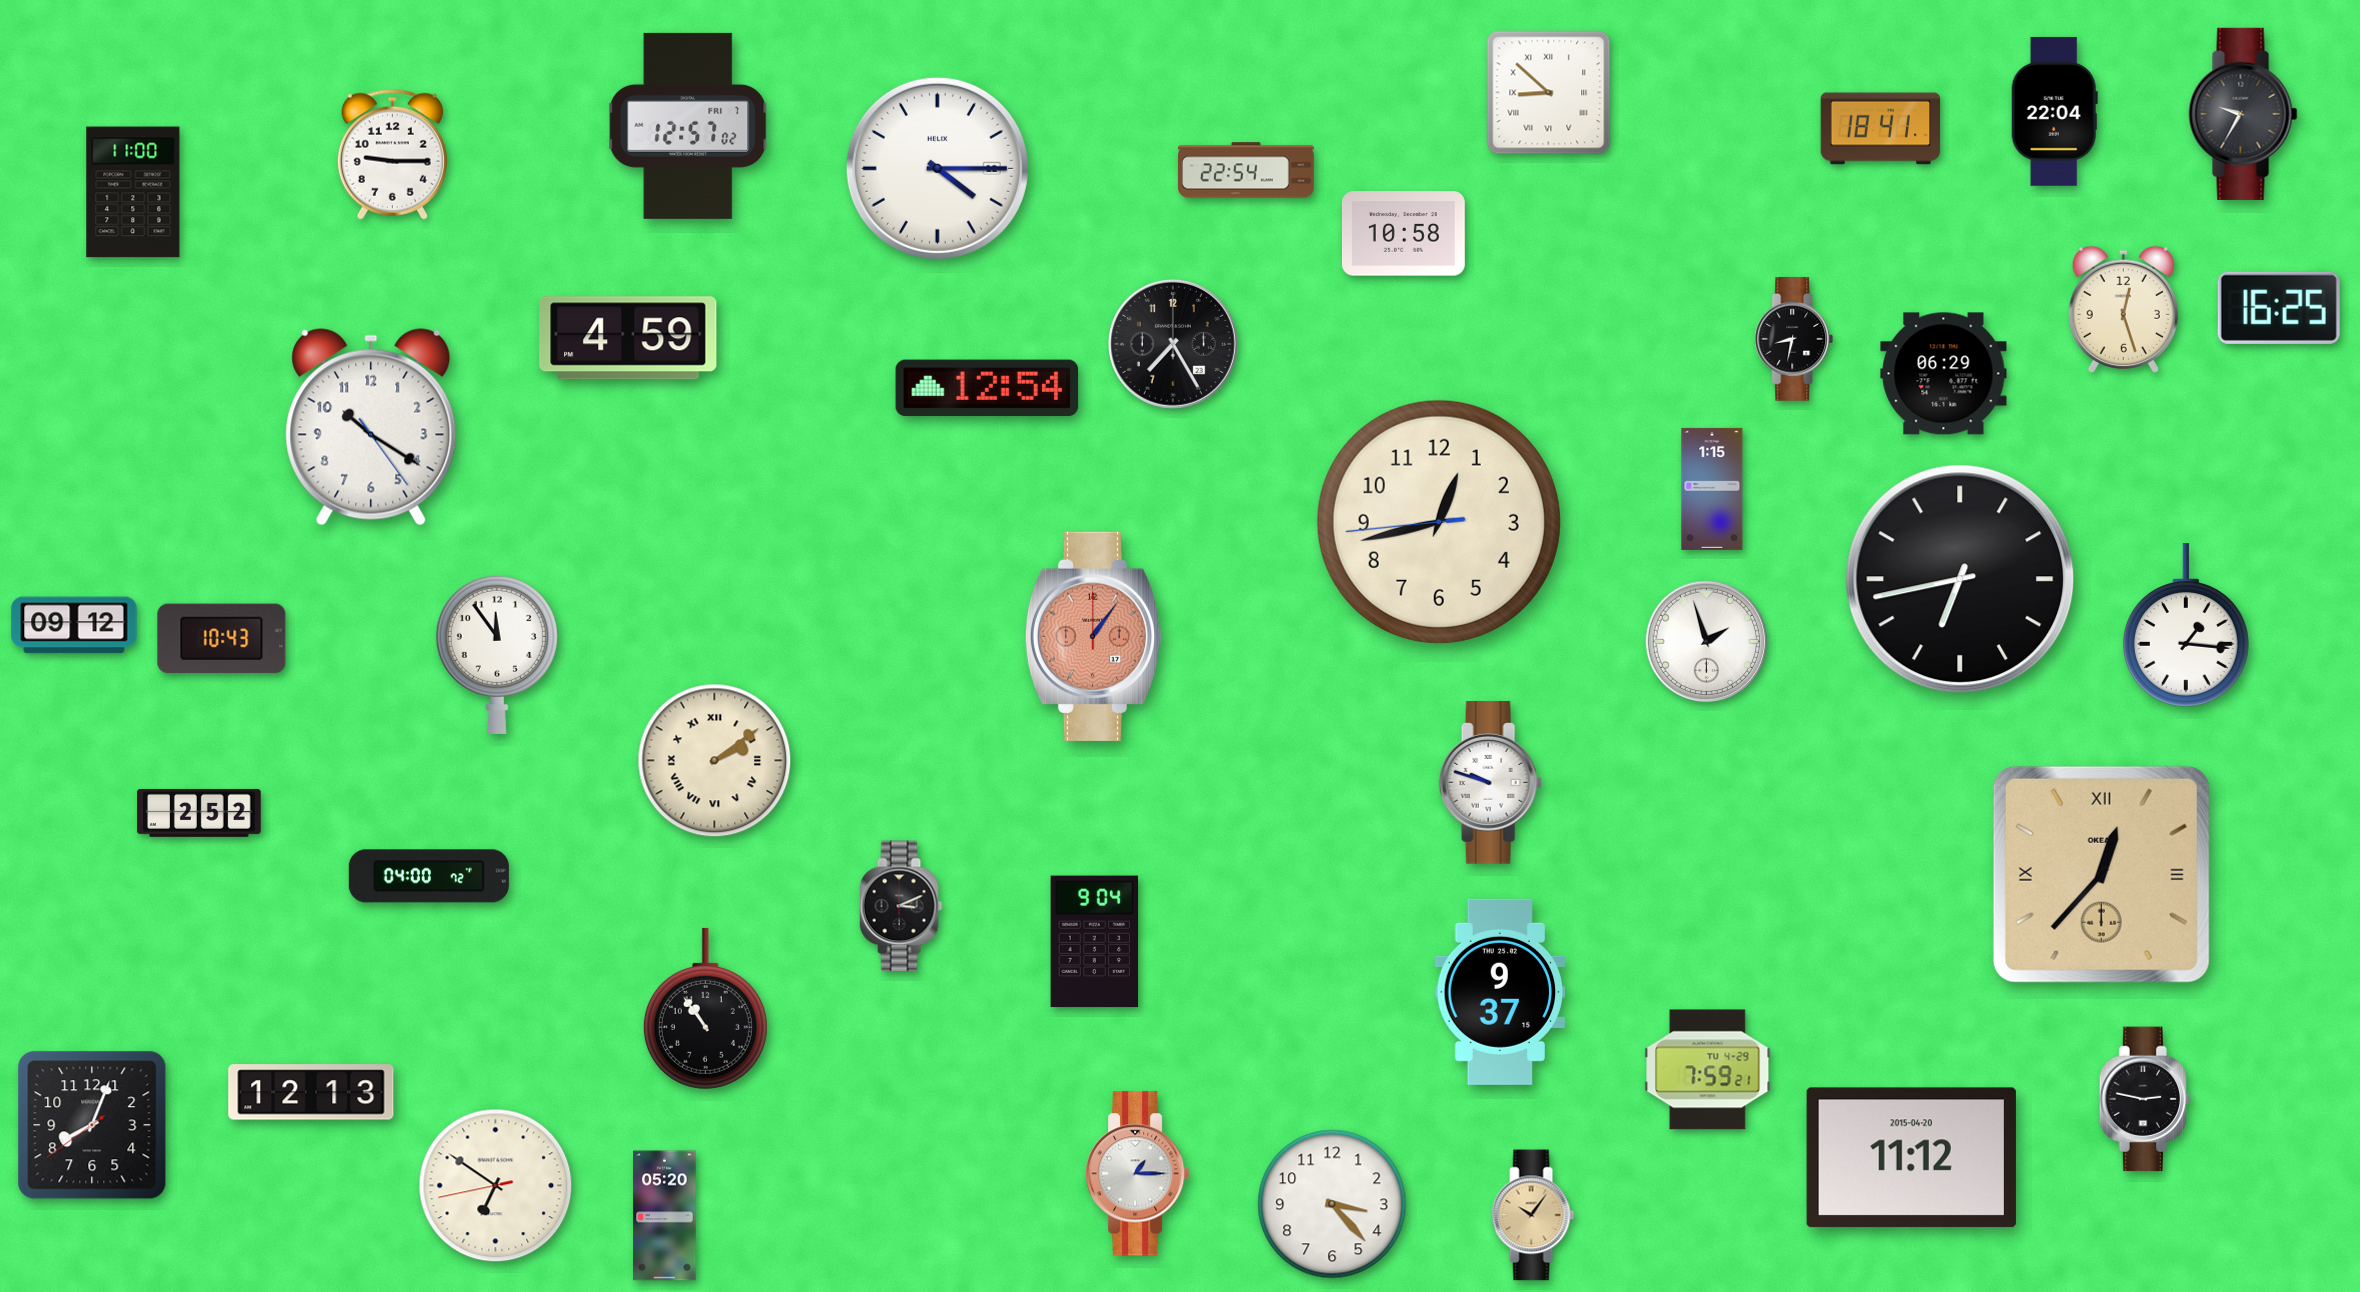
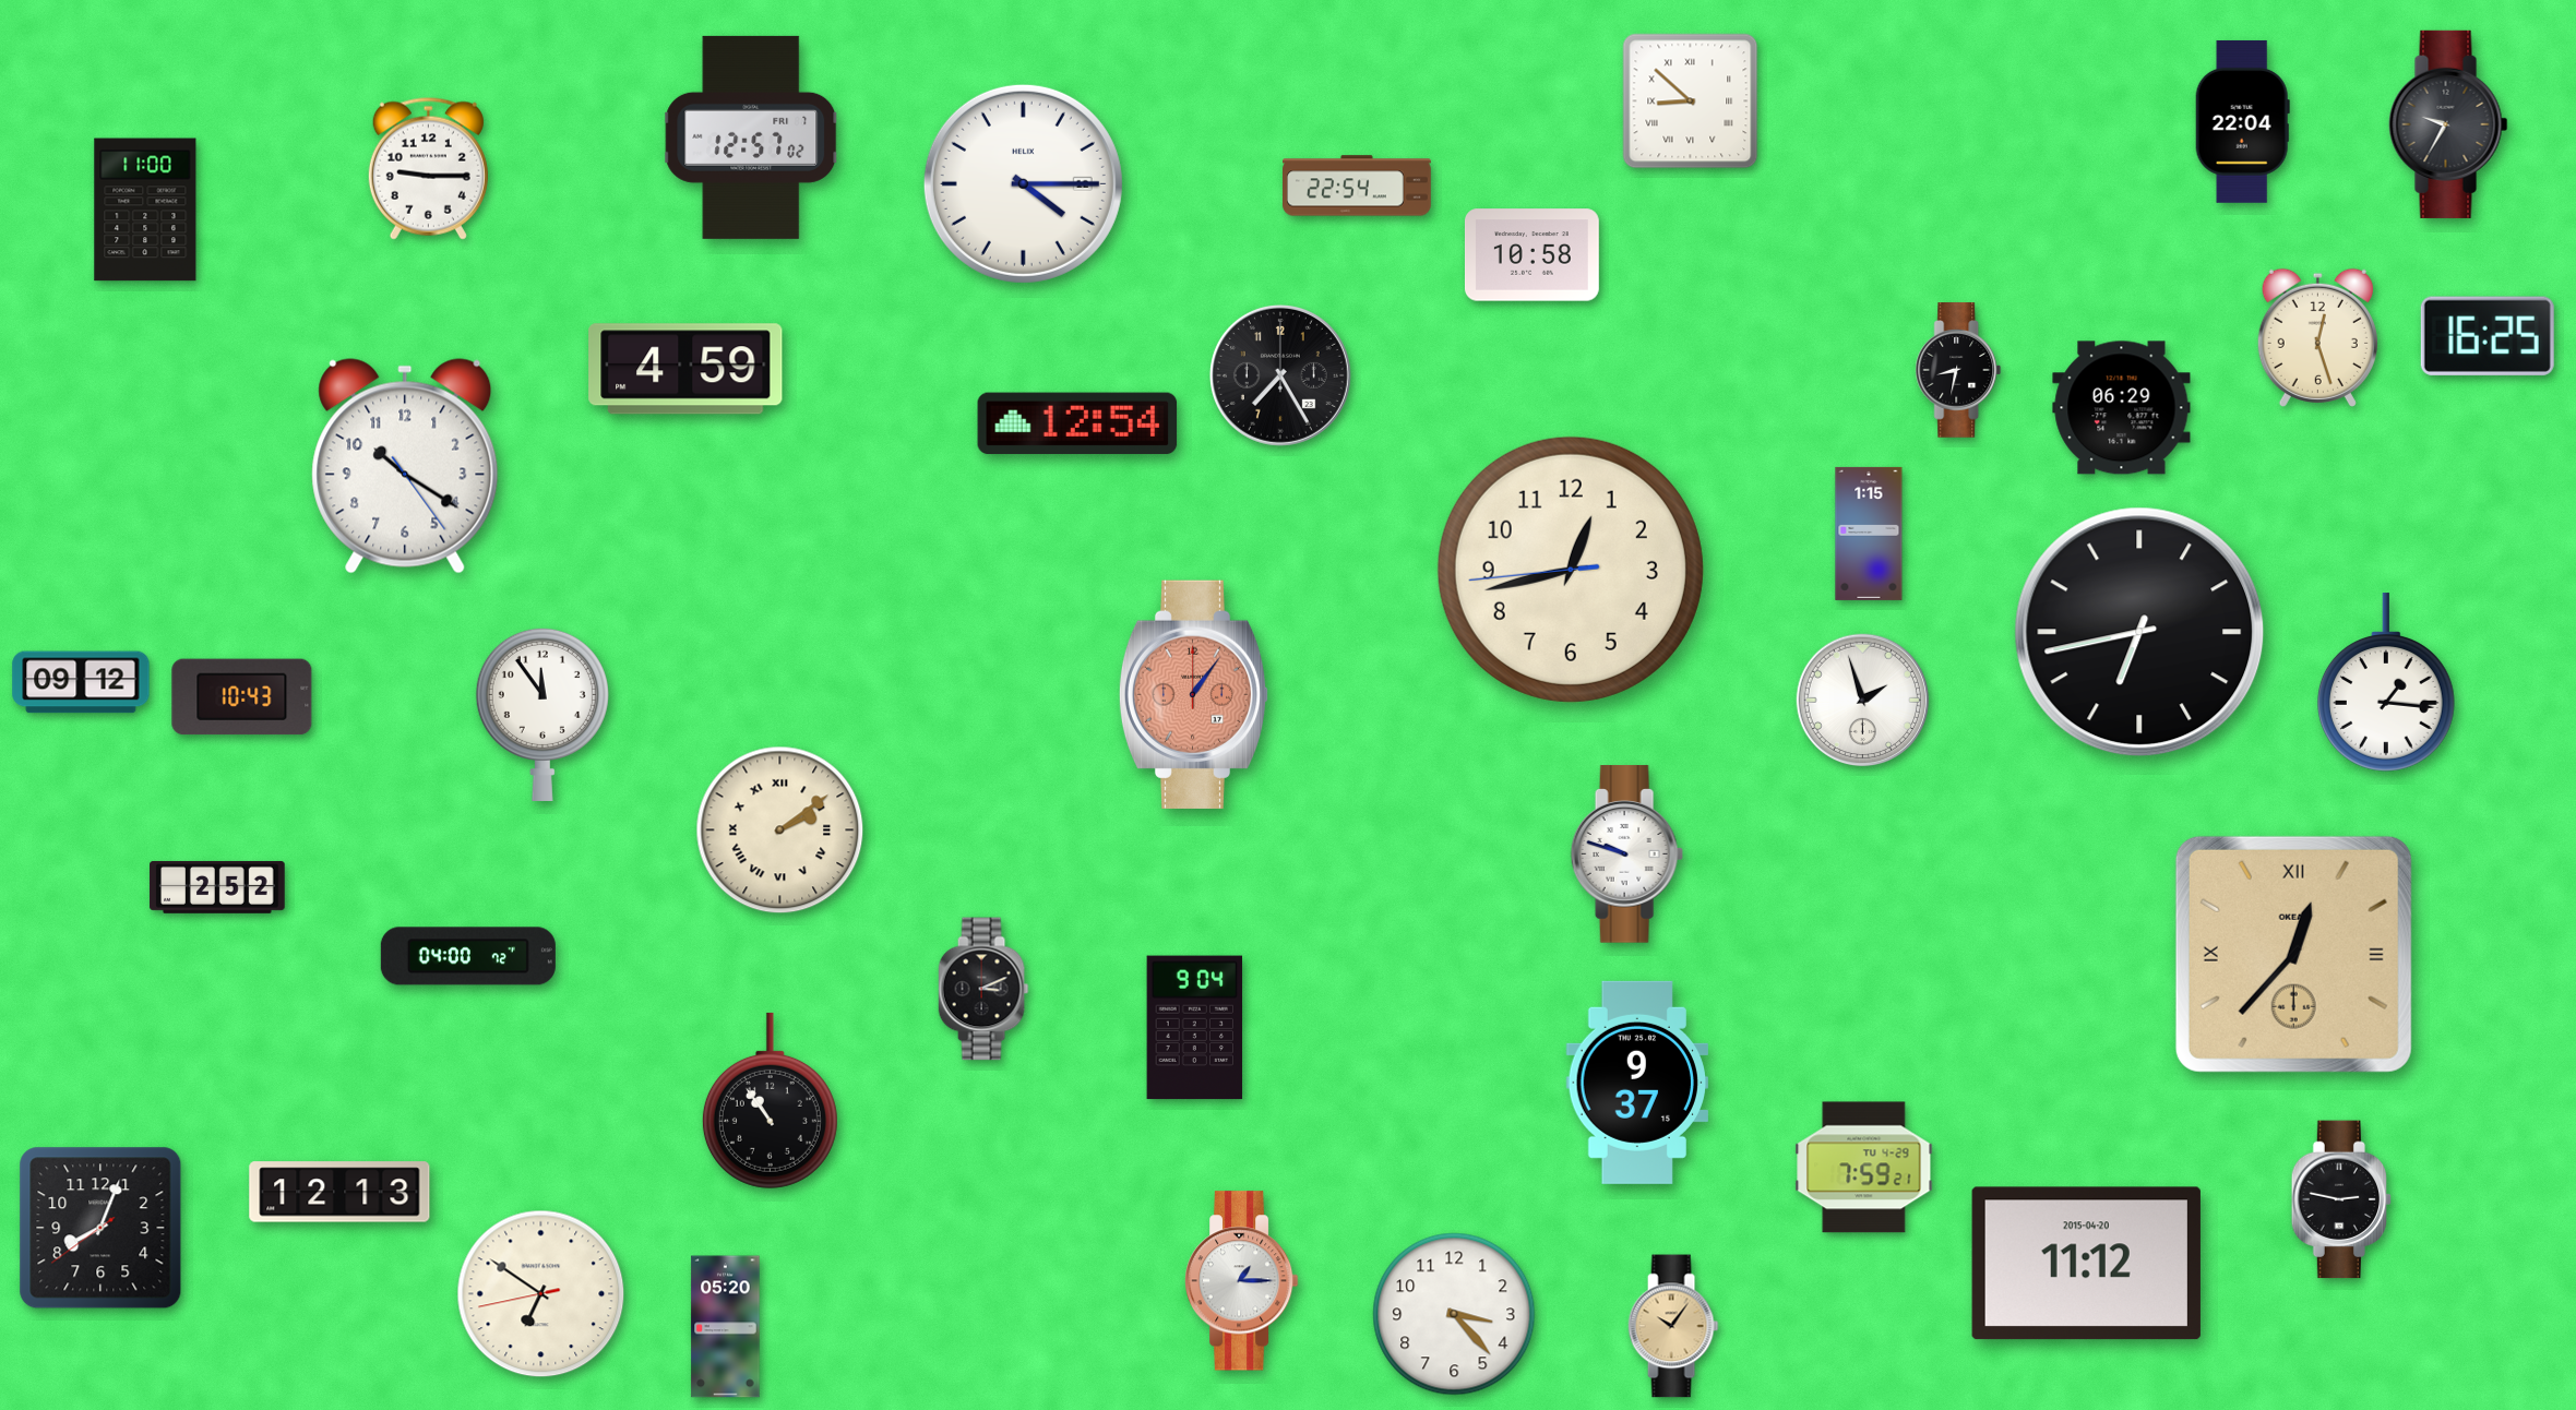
clock at (1881, 129): 18:41 -> none
clock at (1247, 170) position: (1247, 170) -> (1358, 186)
